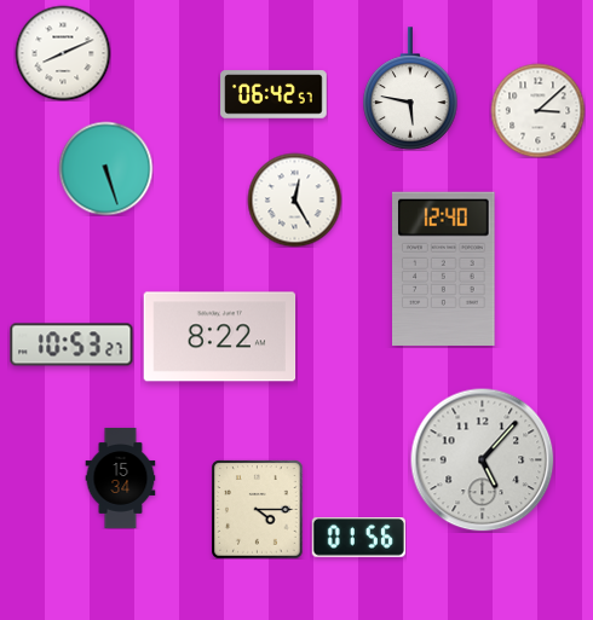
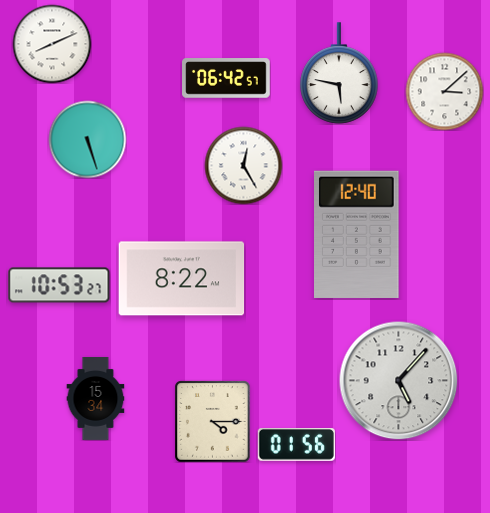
clock at (444, 268) position: (444, 268) -> (357, 234)
clock at (121, 477) position: (121, 477) -> (96, 398)
